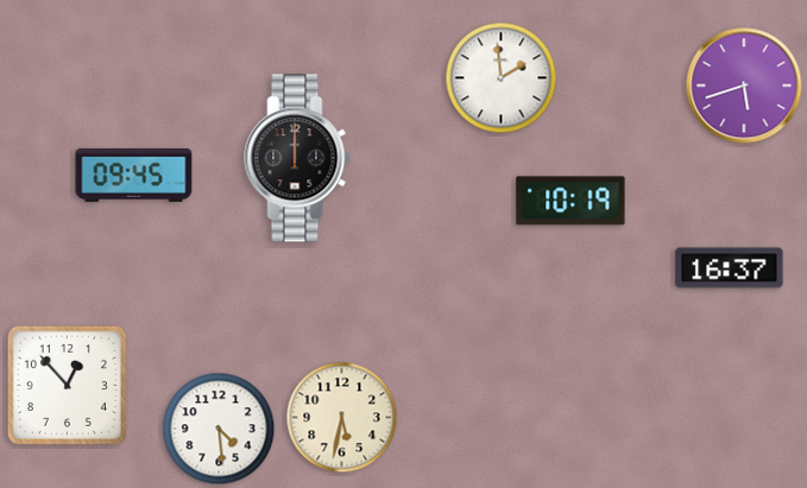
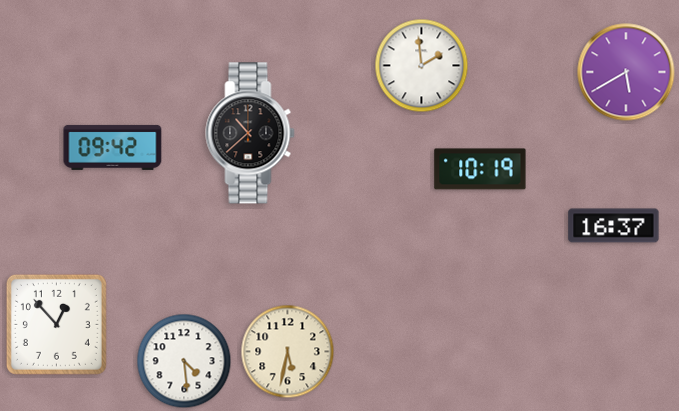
clock at (744, 85): 5:42 -> 5:40
clock at (297, 158): 12:00 -> 10:38
clock at (134, 175): 09:45 -> 09:42
